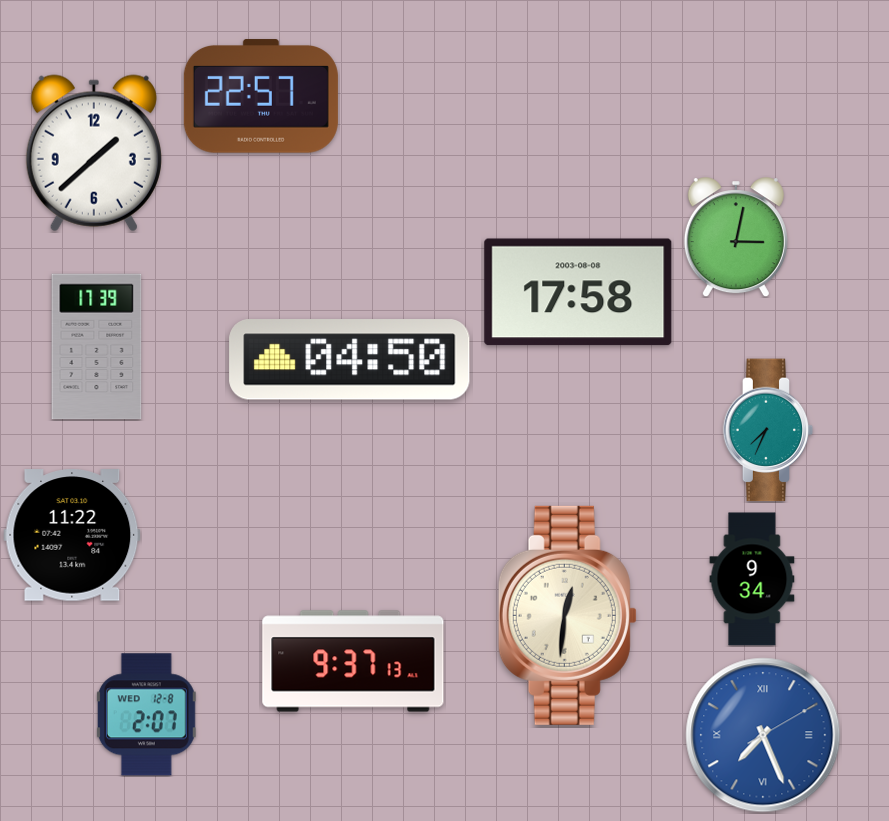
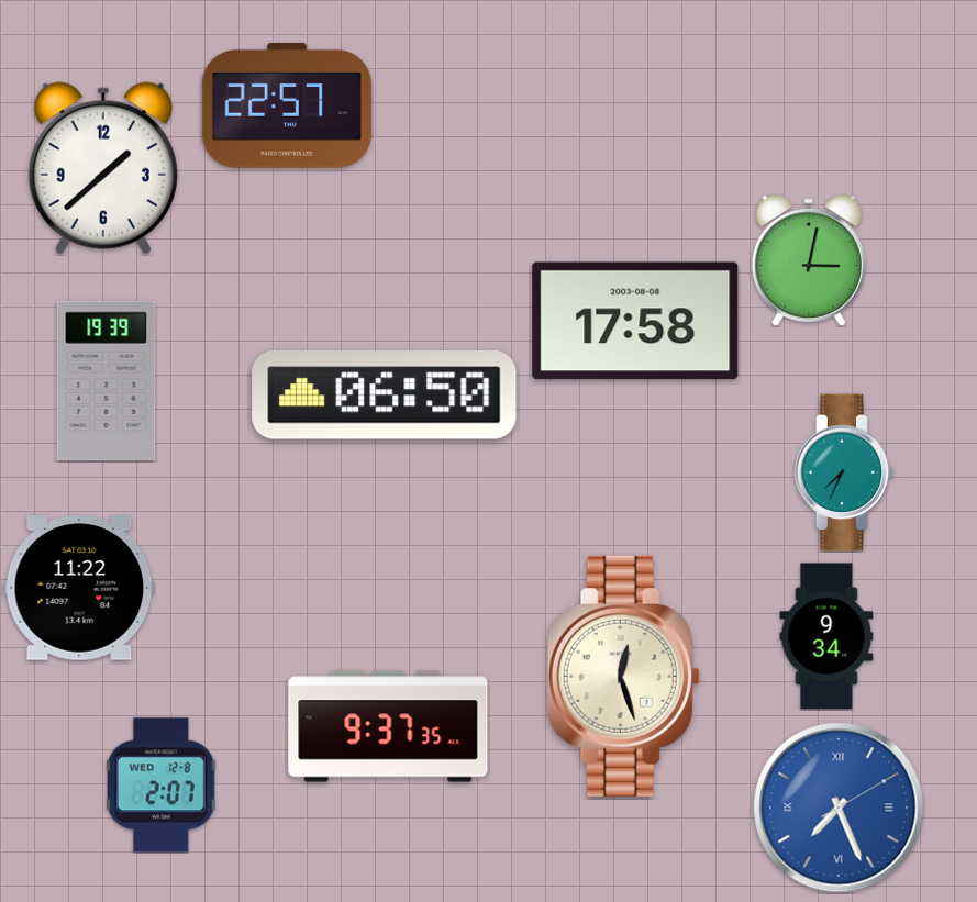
clock at (97, 347): 17:39 -> 19:39
clock at (350, 360): 04:50 -> 06:50
clock at (567, 615): 12:31 -> 12:27
clock at (353, 661): 9:37:13 -> 9:37:35
